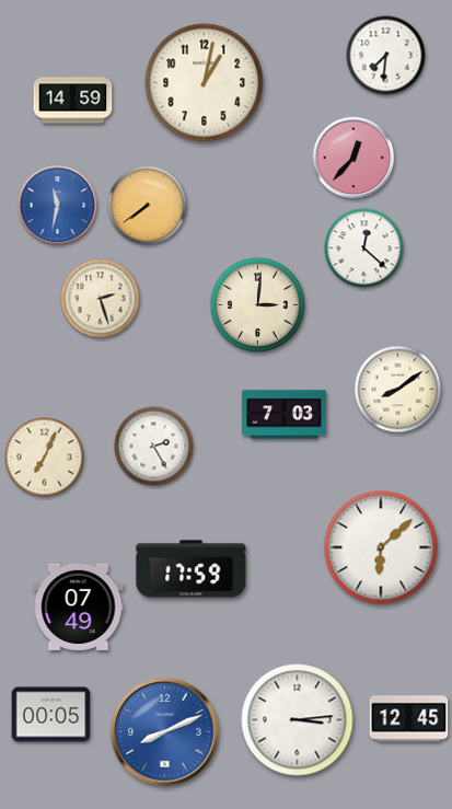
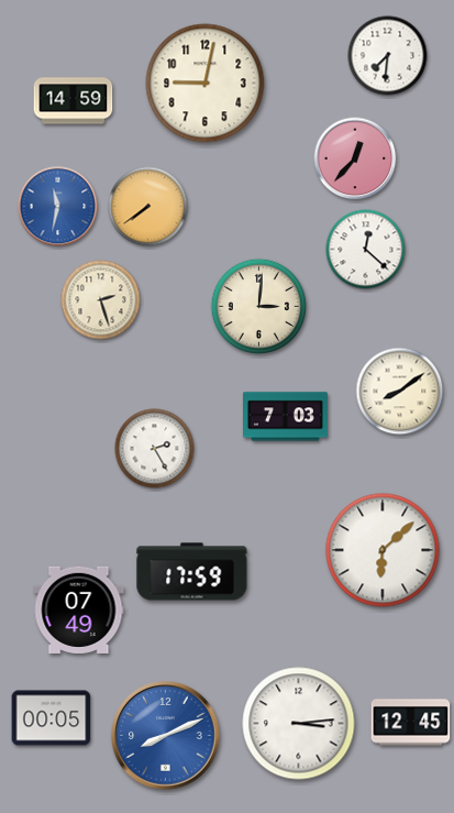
clock at (205, 83): 1:02 -> 9:02
clock at (45, 458): 7:04 -> none
